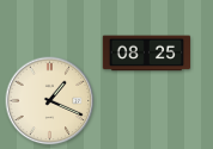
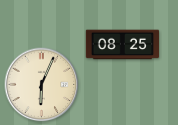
clock at (50, 101): 1:19 -> 6:04
